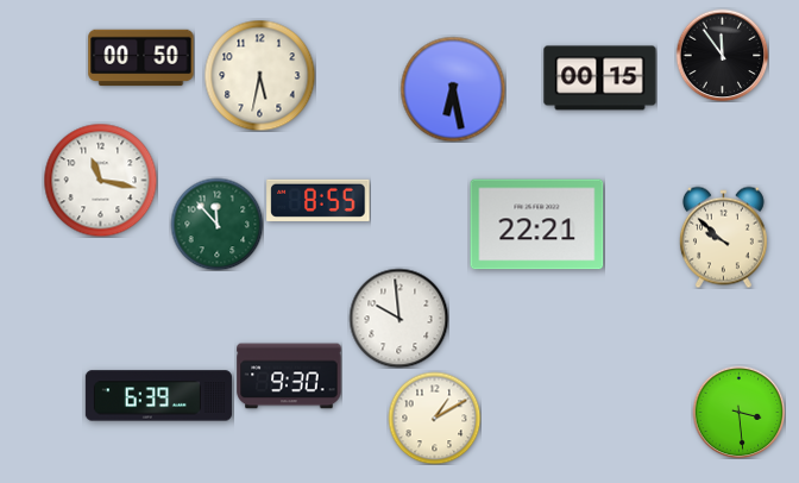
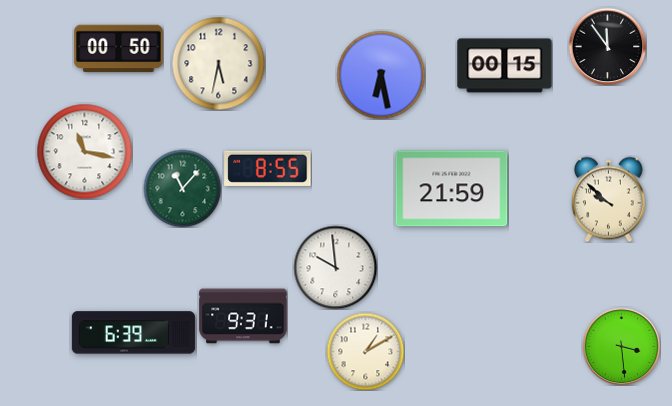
clock at (216, 224): 11:53 -> 11:07
clock at (537, 225): 22:21 -> 21:59
clock at (289, 376): 9:30 -> 9:31
